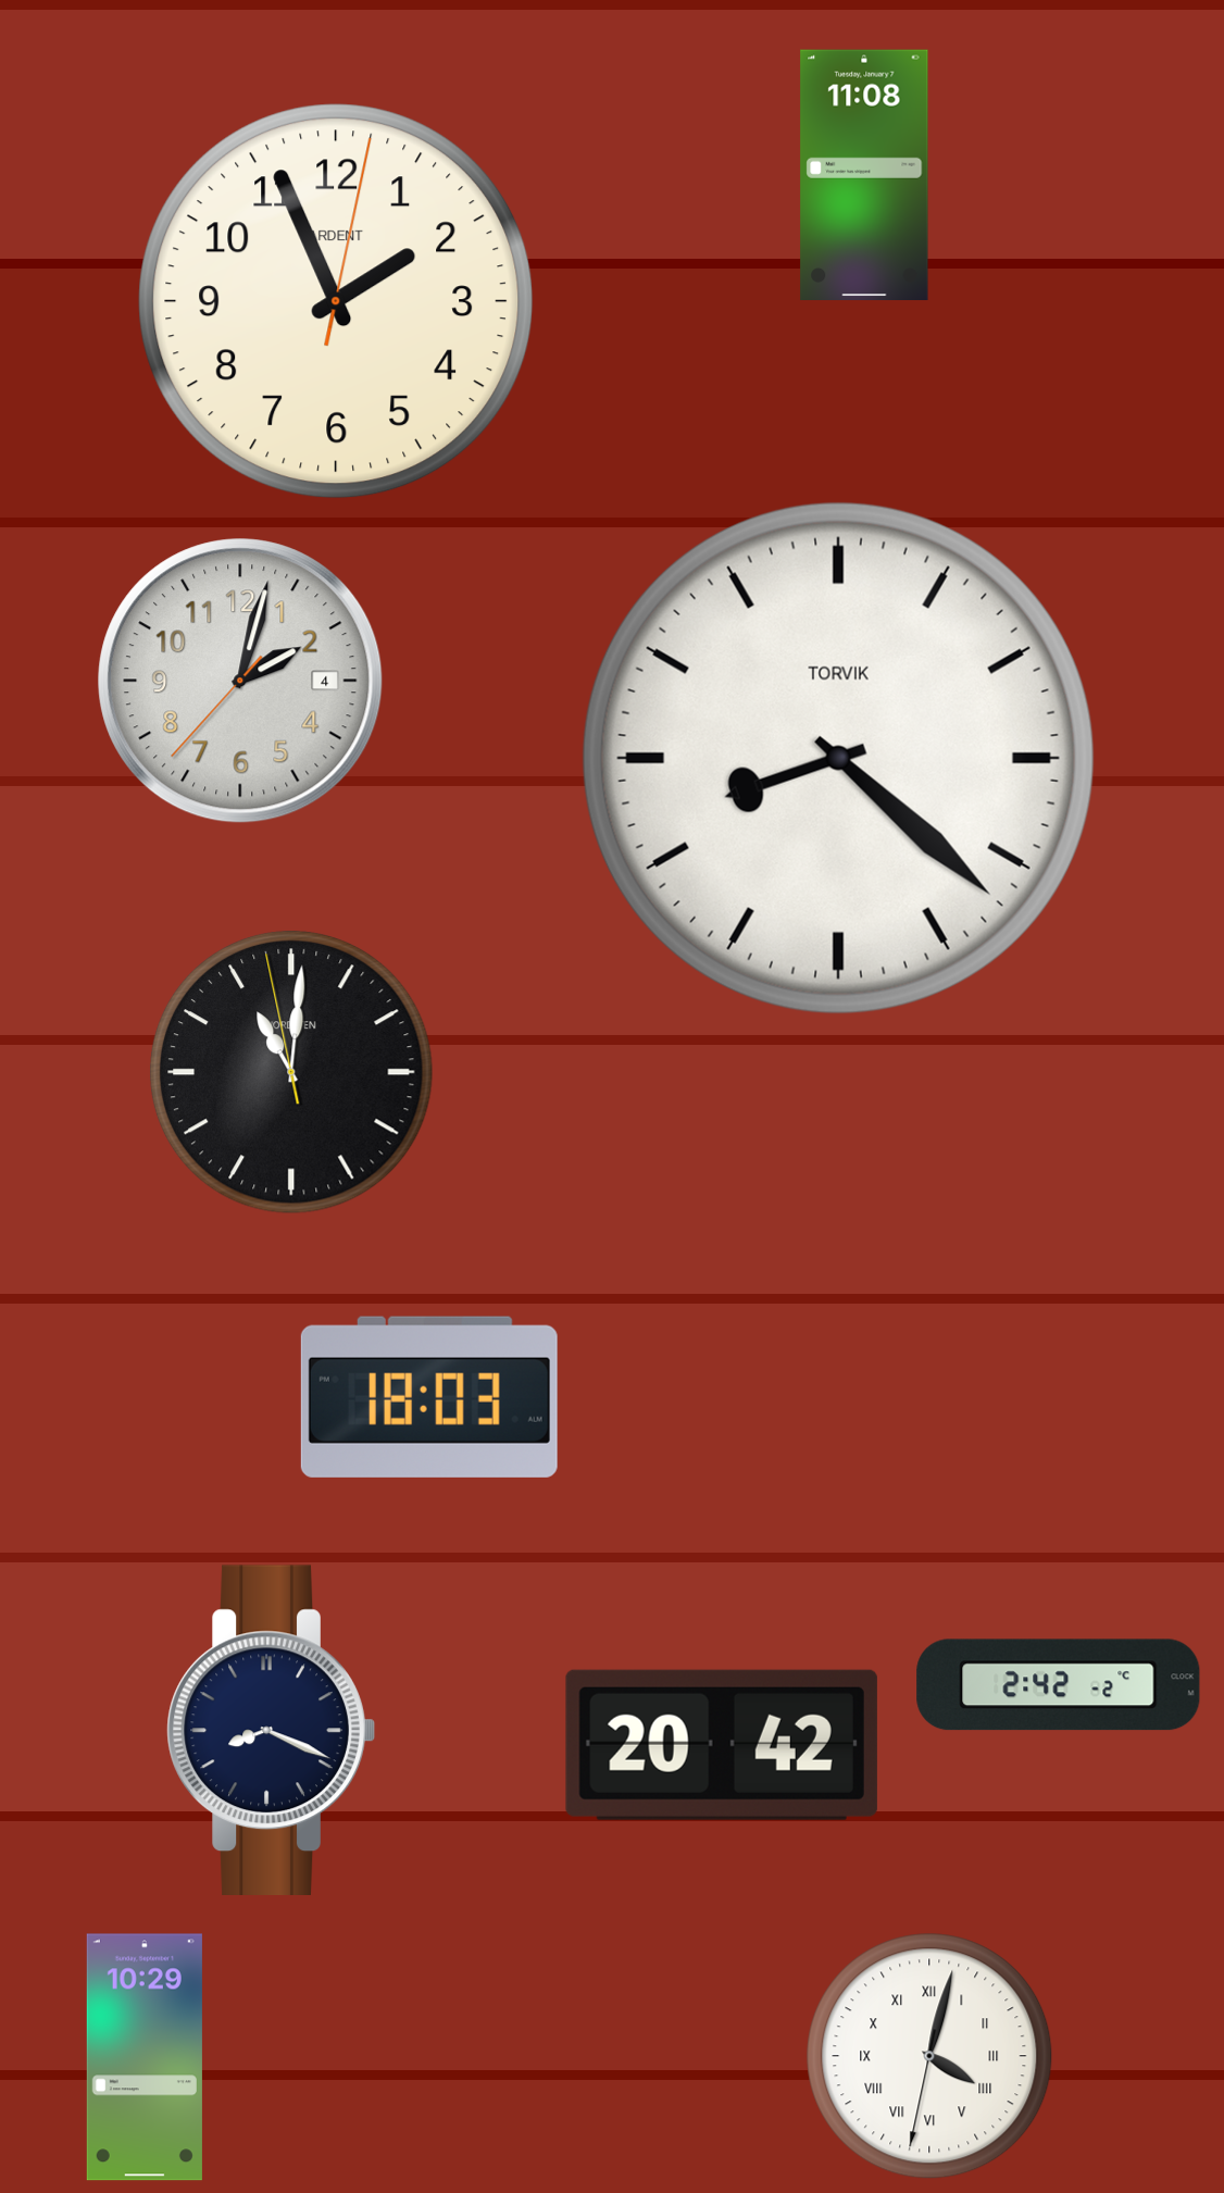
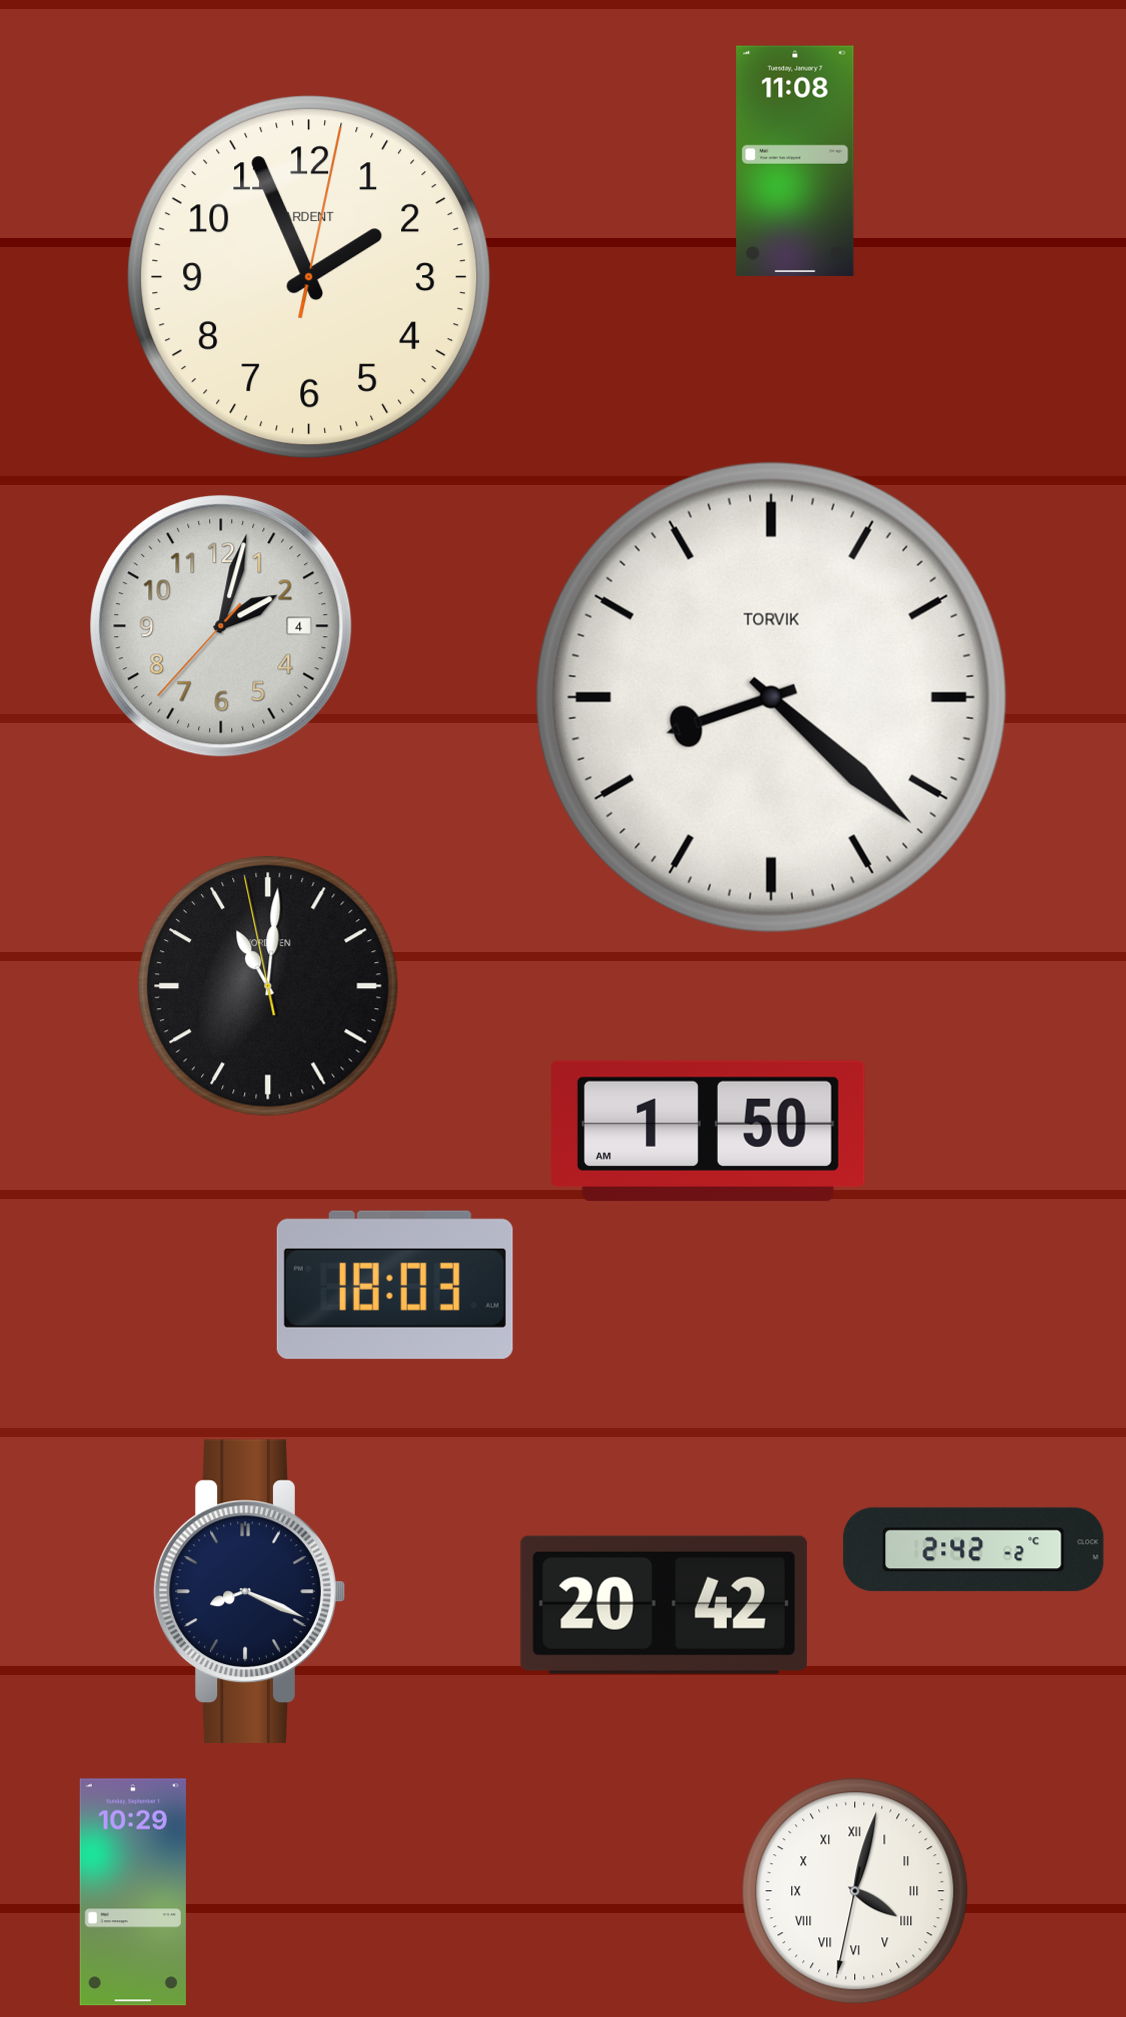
clock at (708, 1131): none -> 1:50
